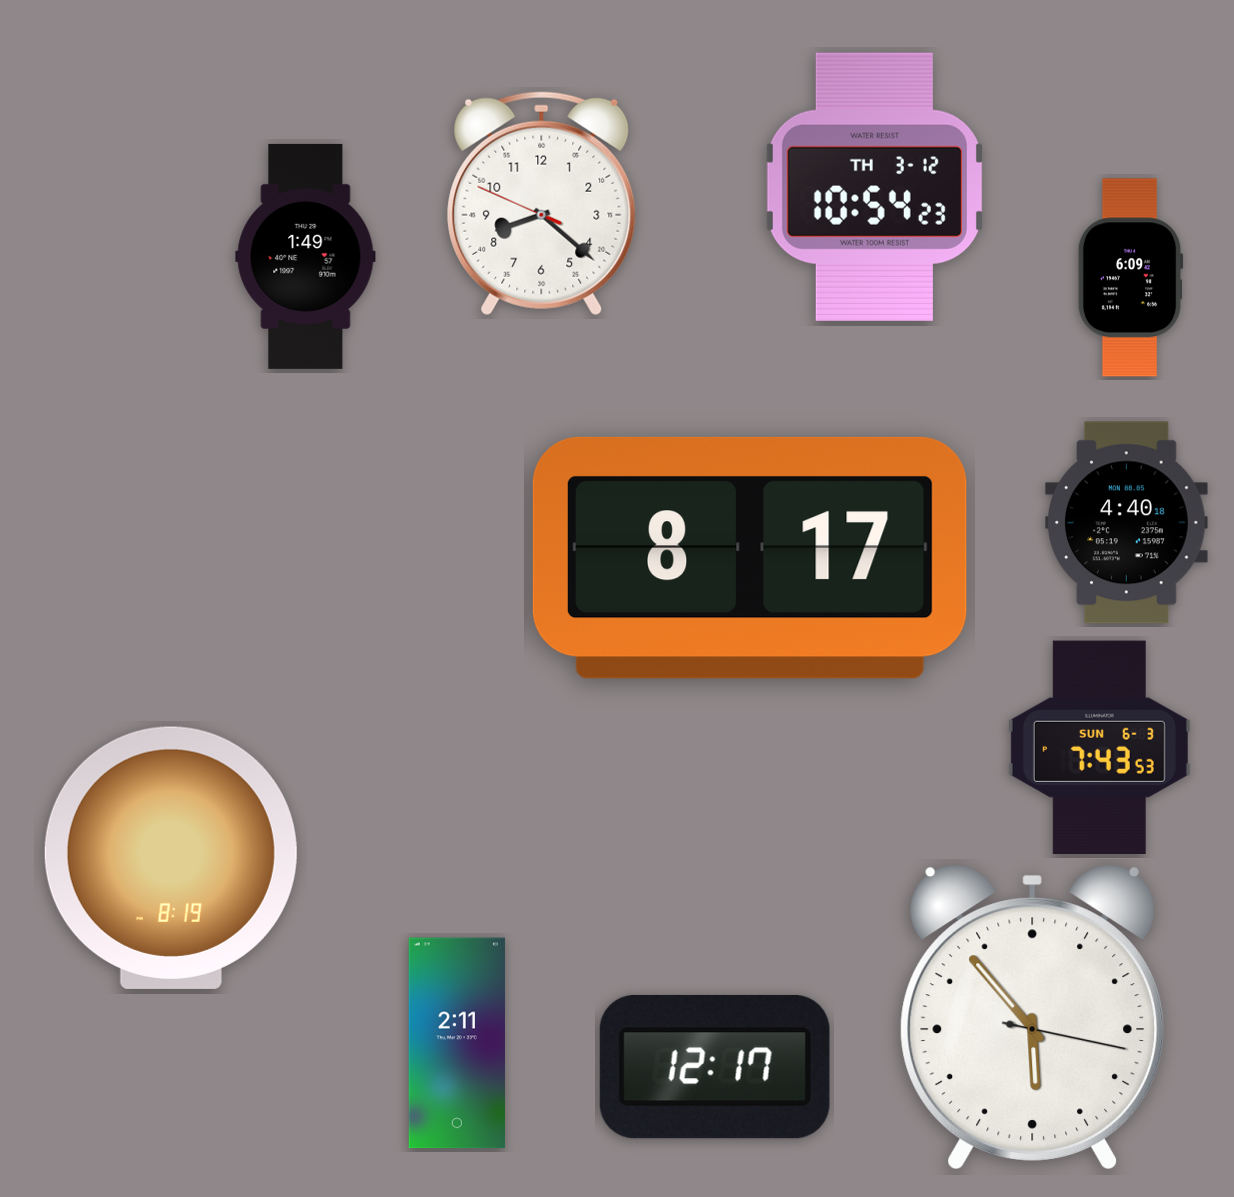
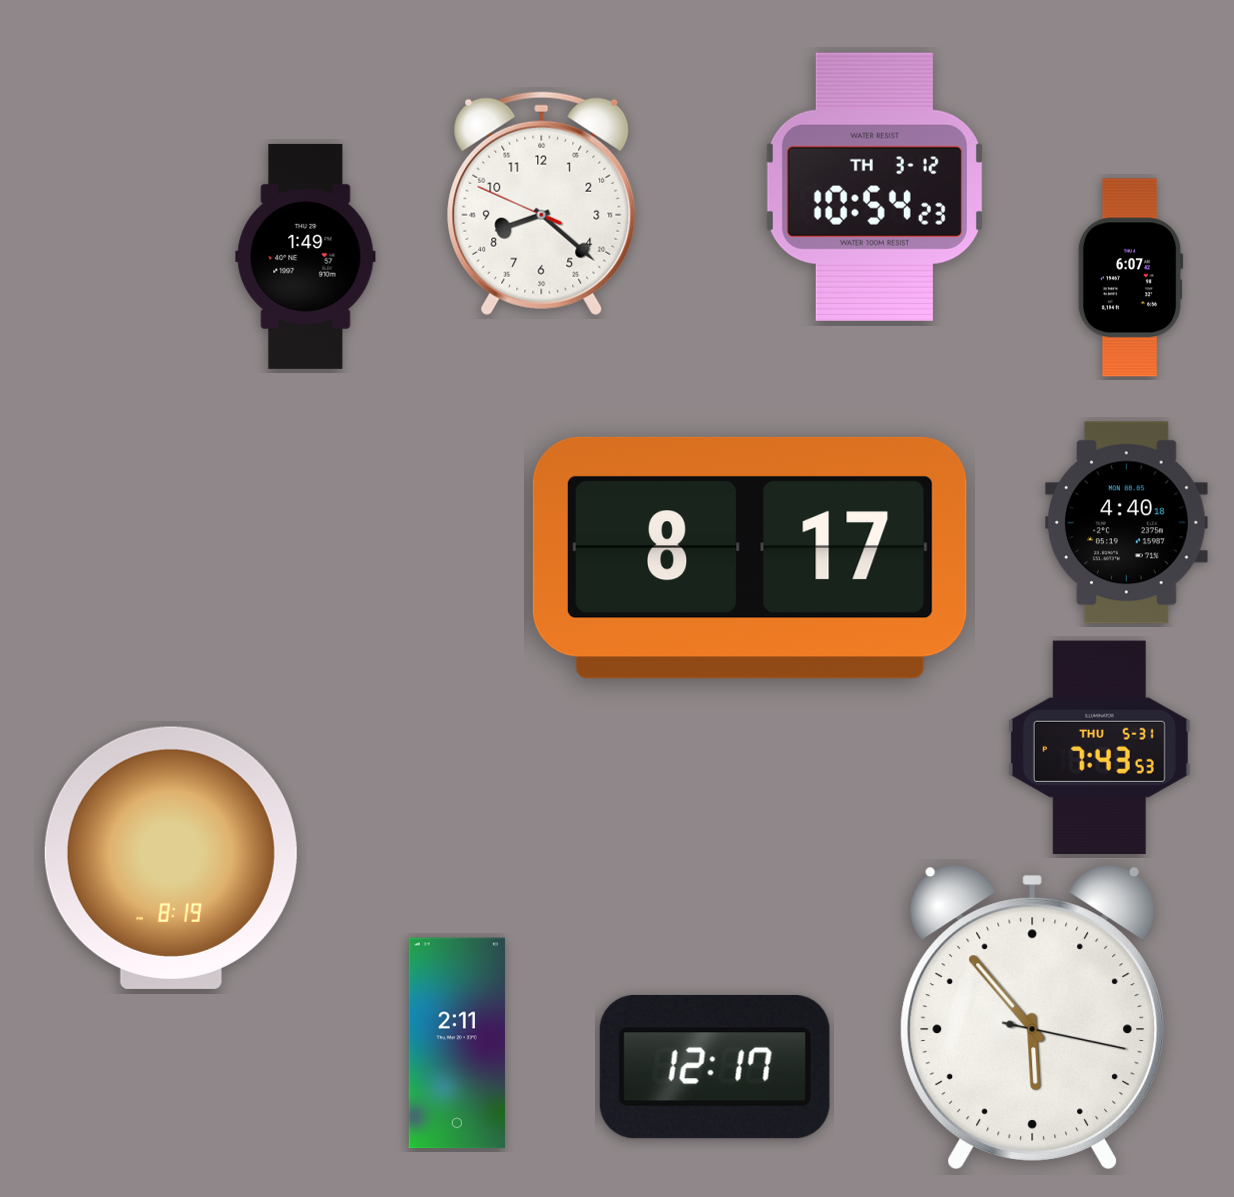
clock at (1130, 278): 6:09 -> 6:07
clock at (1099, 747) date: SUN 6-3 -> THU 5-31
